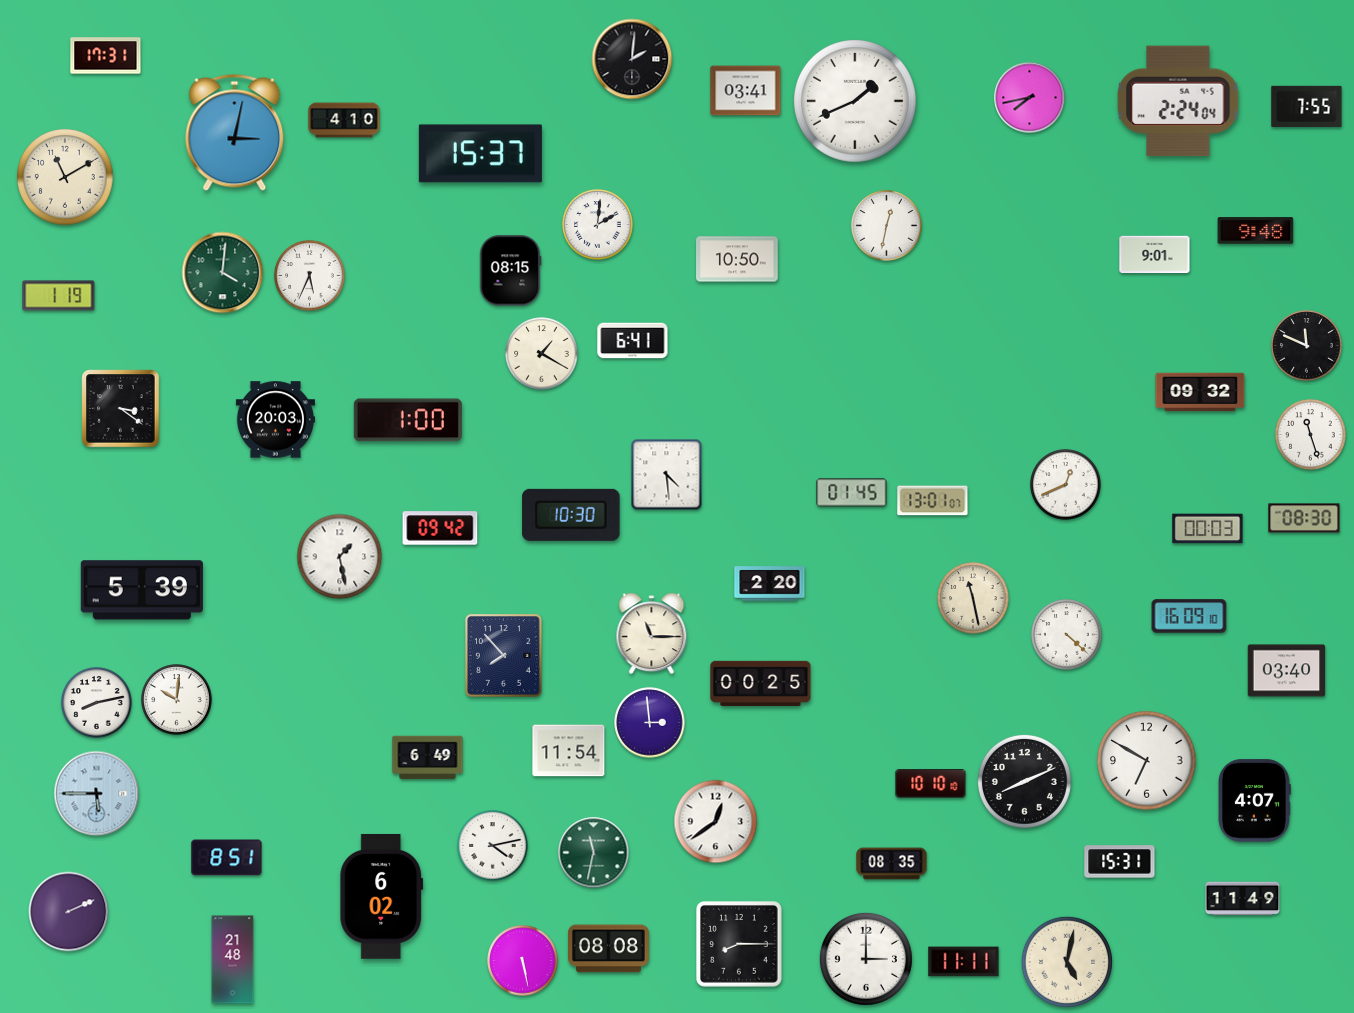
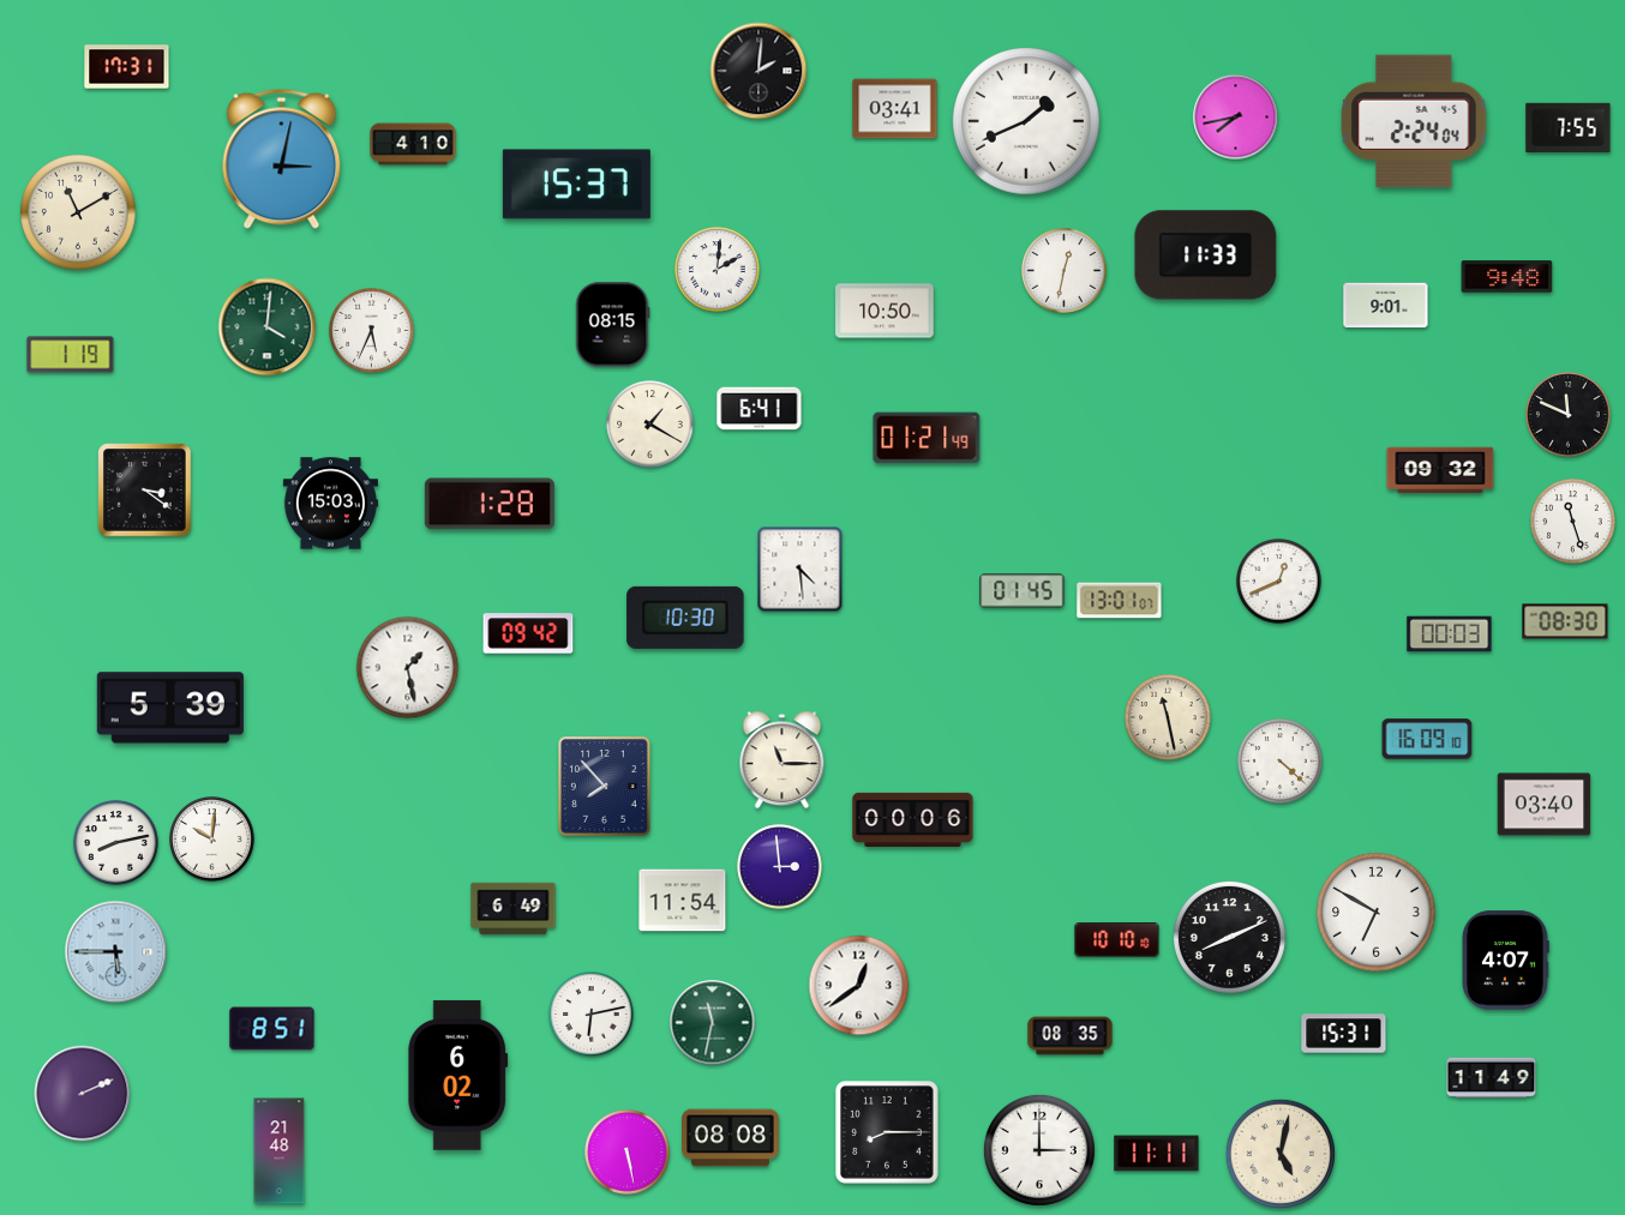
clock at (1206, 255): none -> 11:33
clock at (927, 438): none -> 01:21
clock at (275, 420): 20:03 -> 15:03
clock at (408, 420): 1:00 -> 1:28
clock at (770, 584): 2:20 -> none
clock at (761, 683): 00:25 -> 00:06
clock at (493, 846): 4:13 -> 6:13
